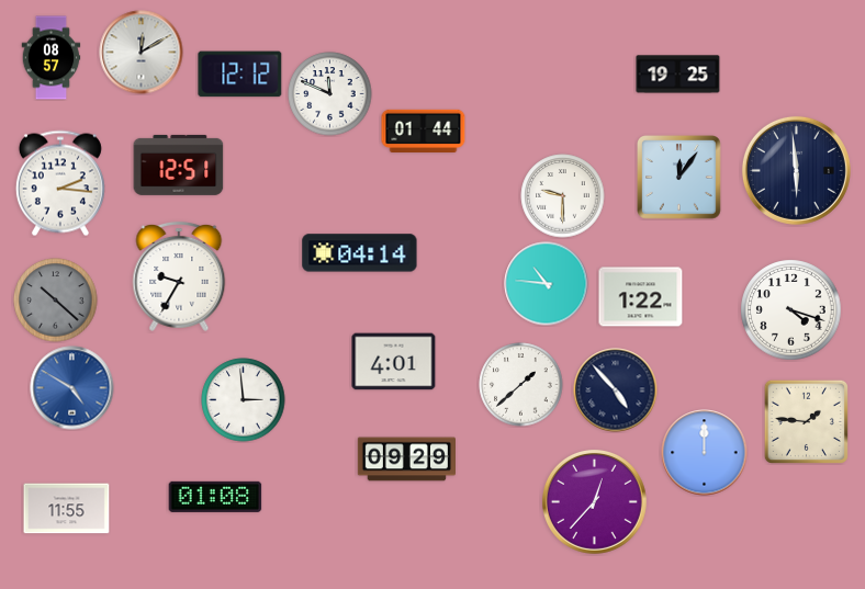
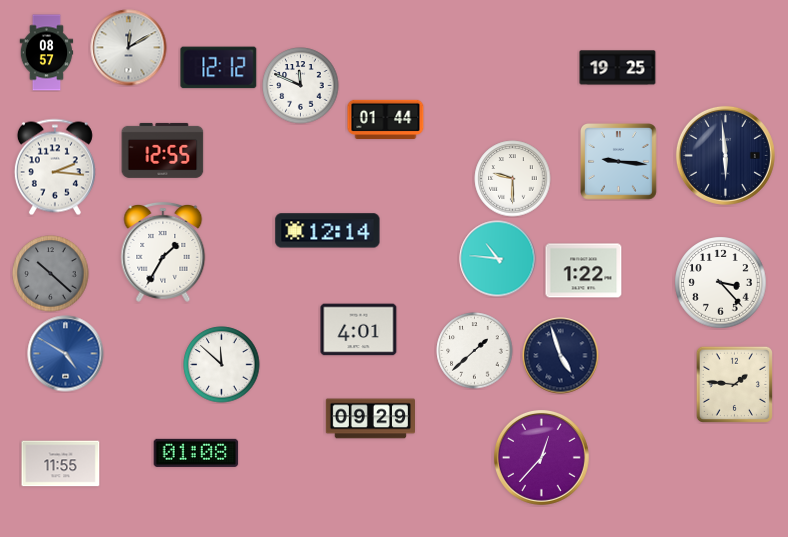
clock at (179, 165): 12:51 -> 12:55
clock at (679, 178): 12:06 -> 9:16
clock at (360, 253): 04:14 -> 12:14
clock at (179, 276): 9:35 -> 1:35
clock at (791, 310): 4:18 -> 3:23
clock at (616, 390): 4:53 -> 4:57
clock at (244, 400): 2:59 -> 11:52
clock at (705, 453): 12:00 -> none
